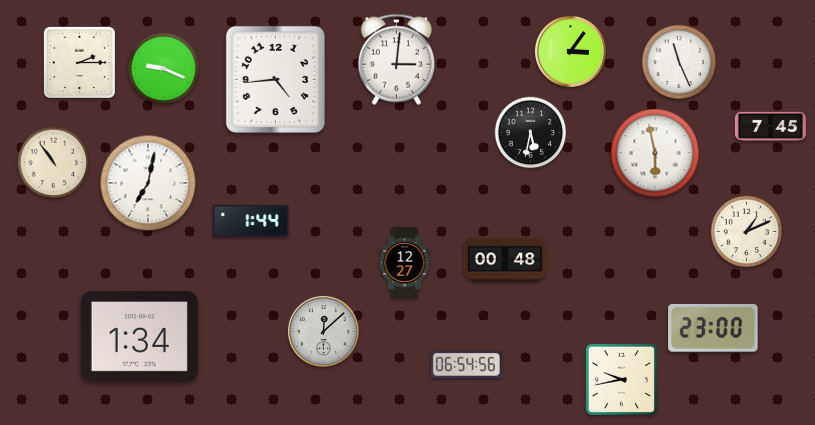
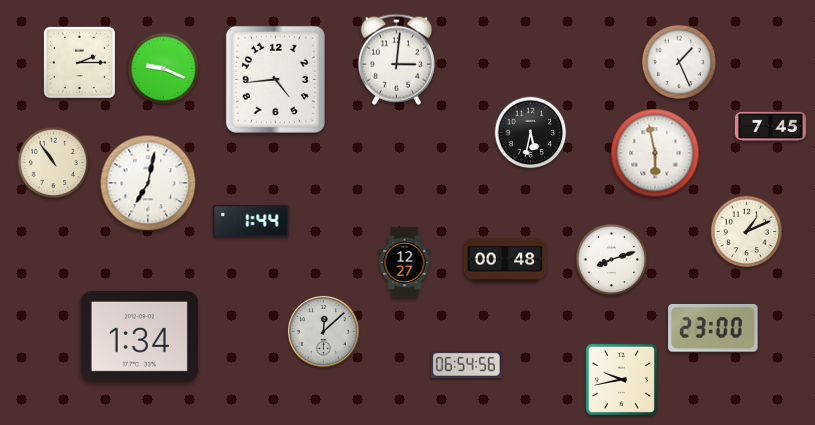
clock at (570, 51): 3:06 -> none
clock at (678, 61): 11:26 -> 1:26
clock at (612, 260): none -> 8:12
